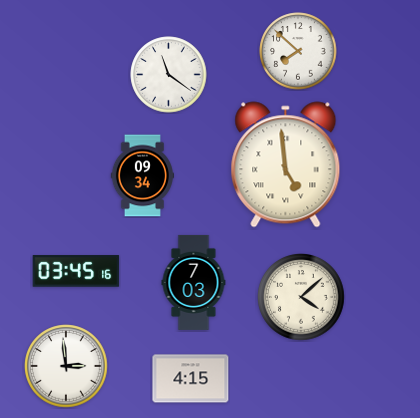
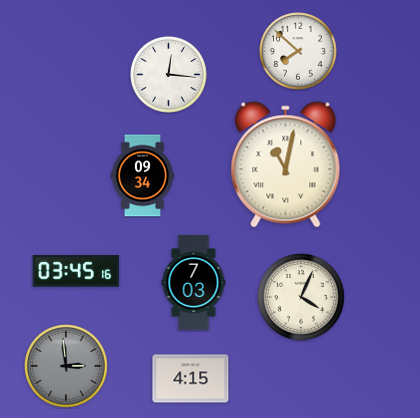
clock at (169, 75): 11:21 -> 12:16
clock at (286, 165): 4:59 -> 11:02
clock at (302, 298): 4:08 -> 4:04
clock at (66, 366) dial: white -> grey
